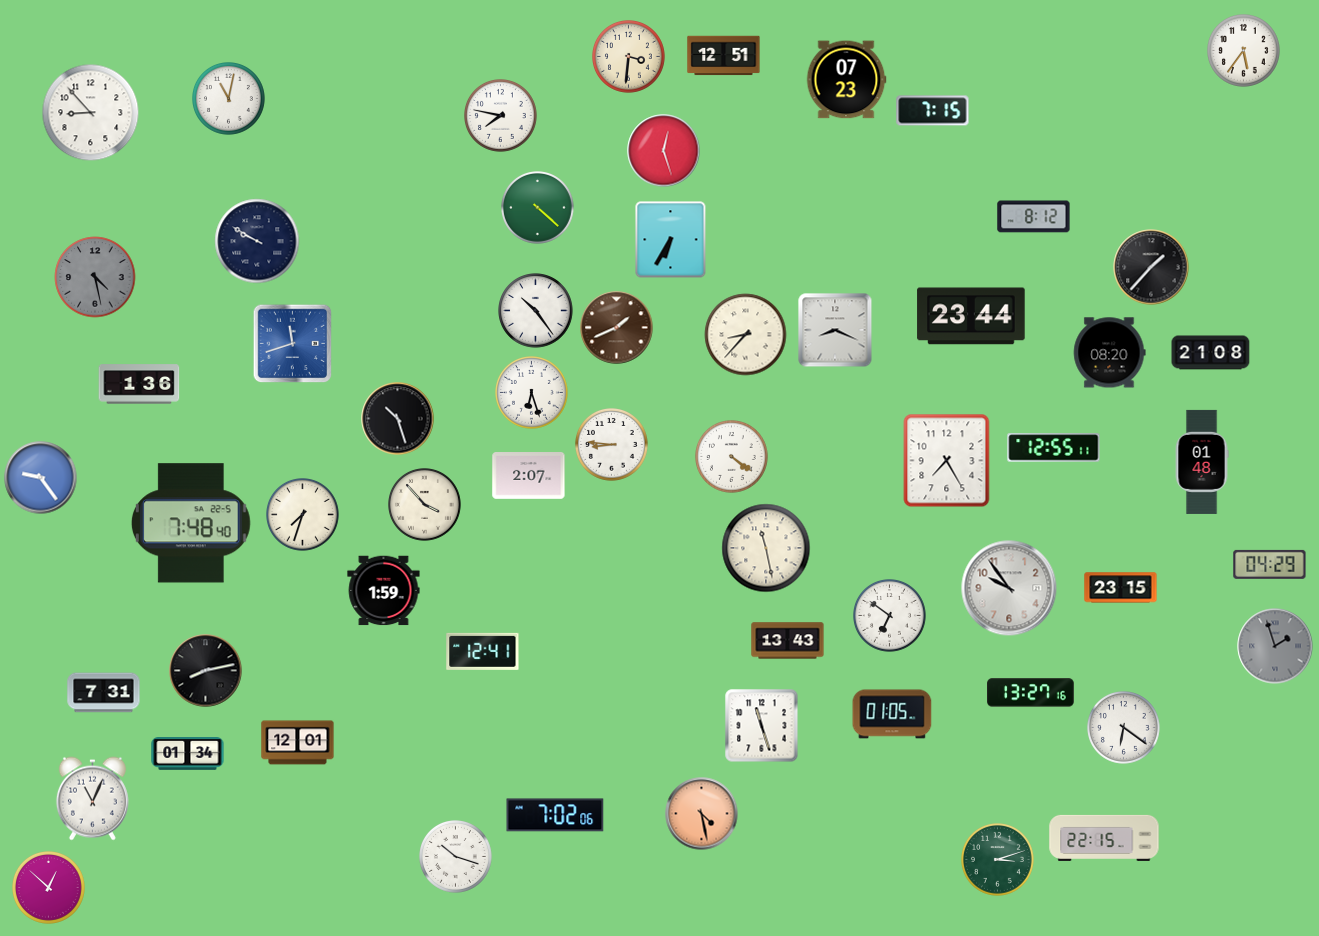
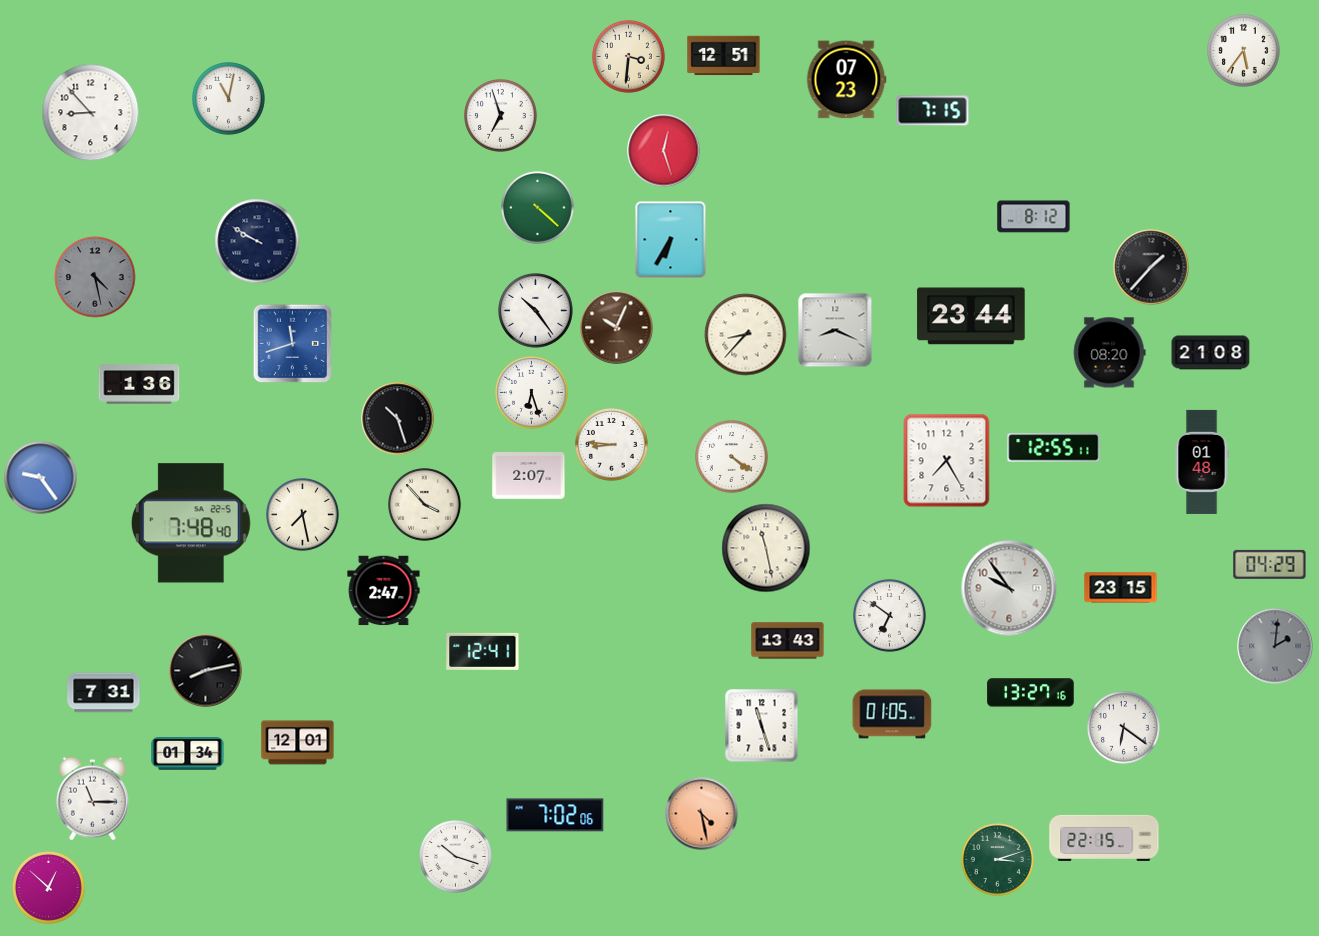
clock at (501, 116): 7:47 -> 6:57
clock at (617, 328): 1:41 -> 10:04
clock at (303, 515): 7:33 -> 7:28
clock at (384, 591): 1:59 -> 2:47
clock at (1275, 646): 1:57 -> 2:01
clock at (92, 799): 11:04 -> 11:15
